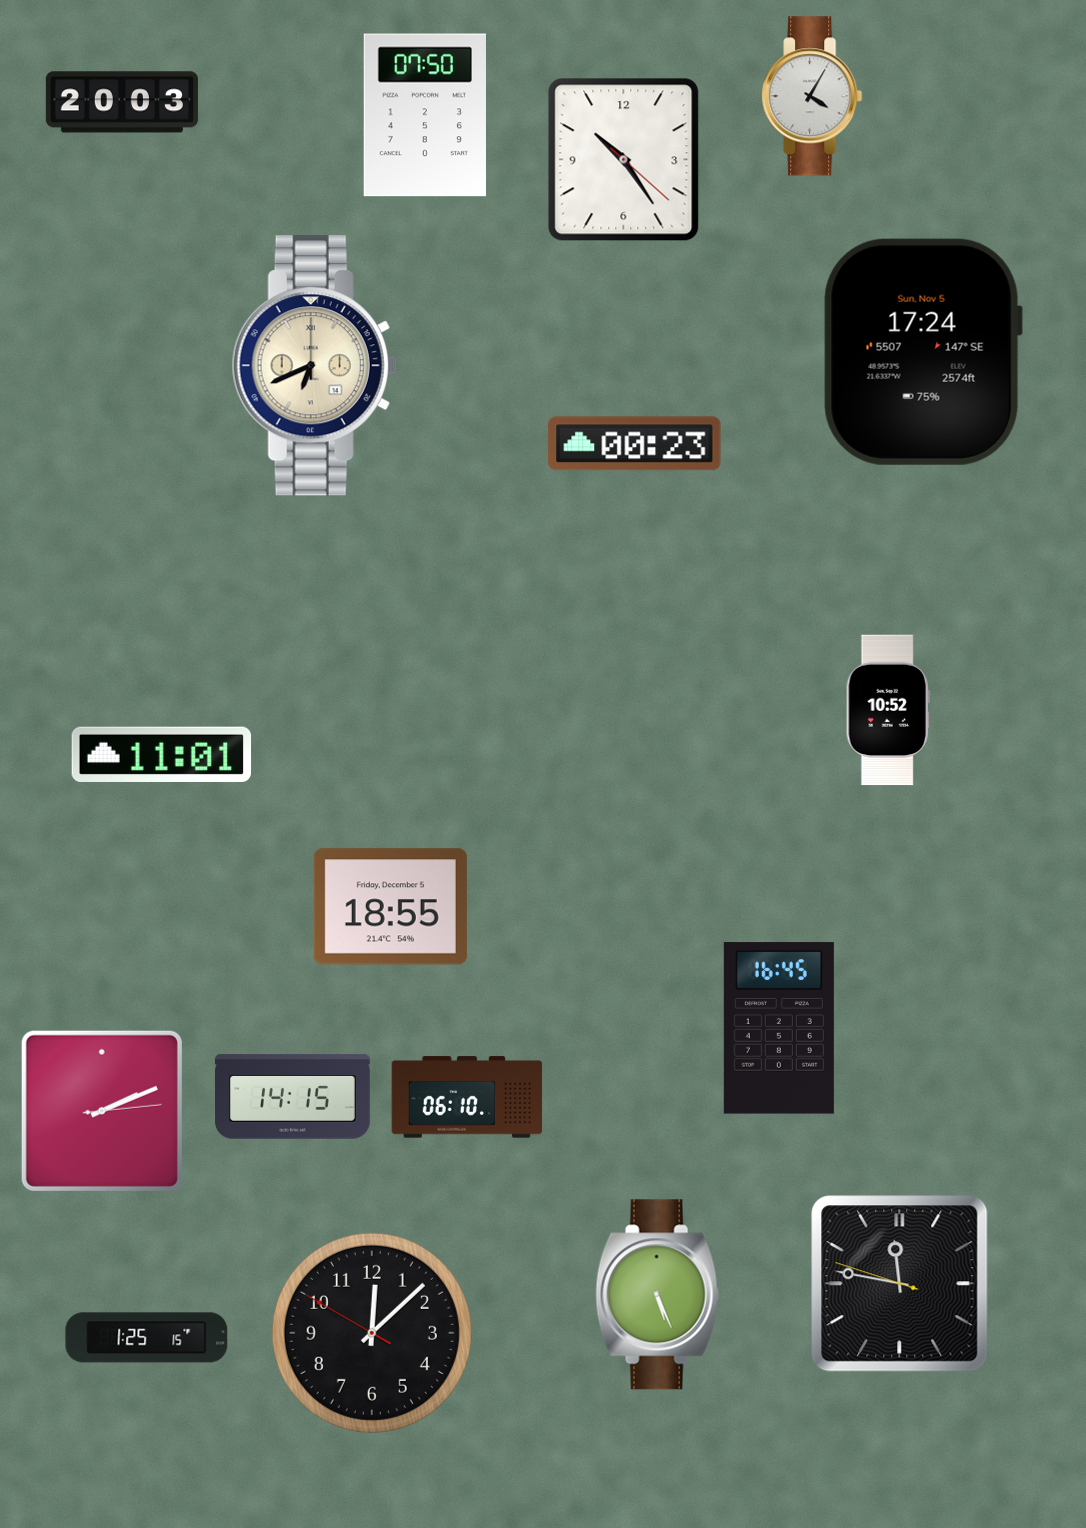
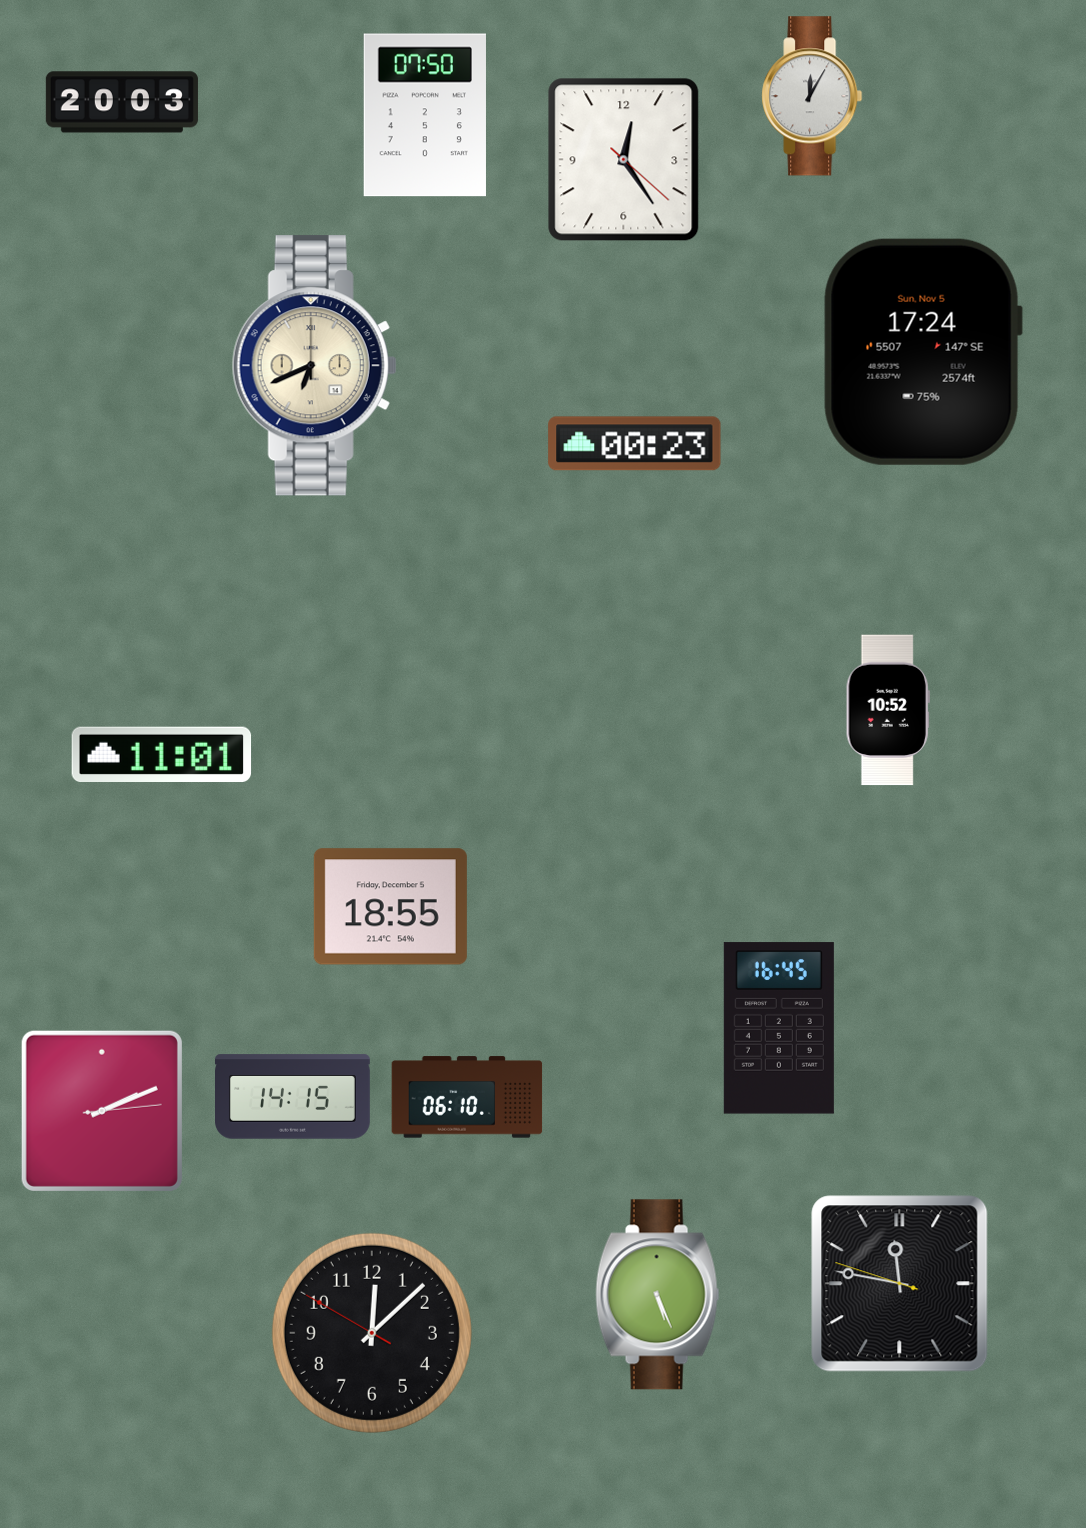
clock at (812, 96): 4:05 -> 12:05
clock at (624, 160): 10:24 -> 12:24
clock at (147, 1338): 1:25 -> none
